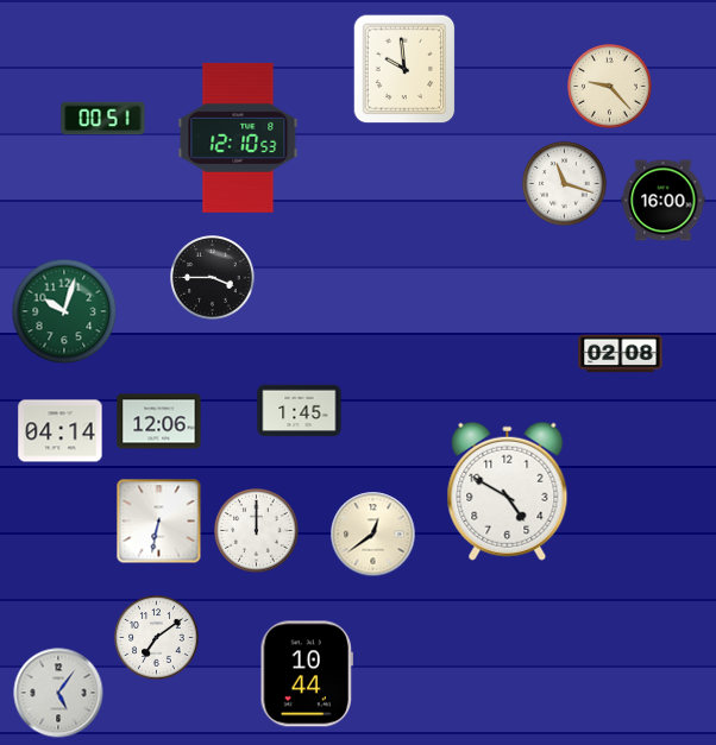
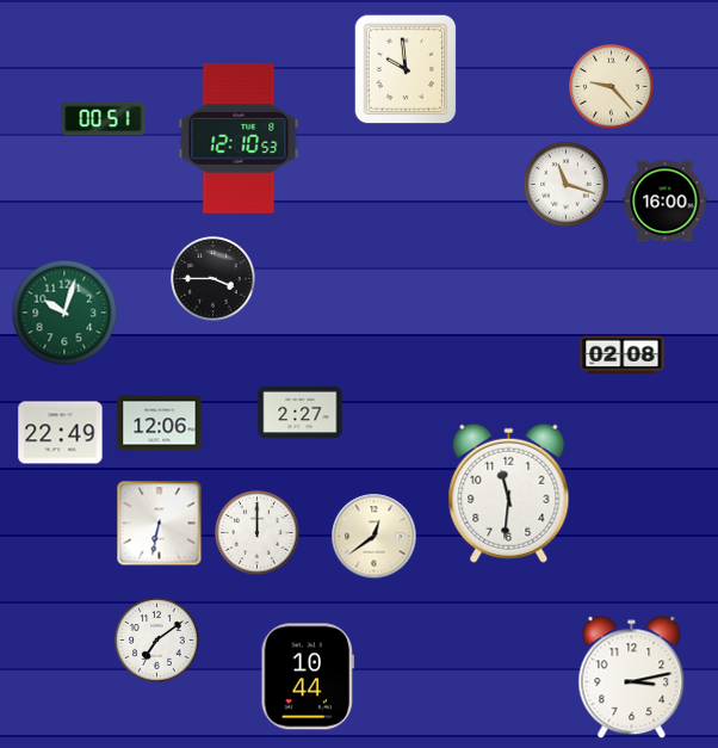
clock at (300, 411): 1:45 -> 2:27
clock at (61, 431): 04:14 -> 22:49
clock at (508, 491): 4:50 -> 11:31
clock at (632, 678): none -> 3:13
clock at (58, 693): 5:06 -> none
